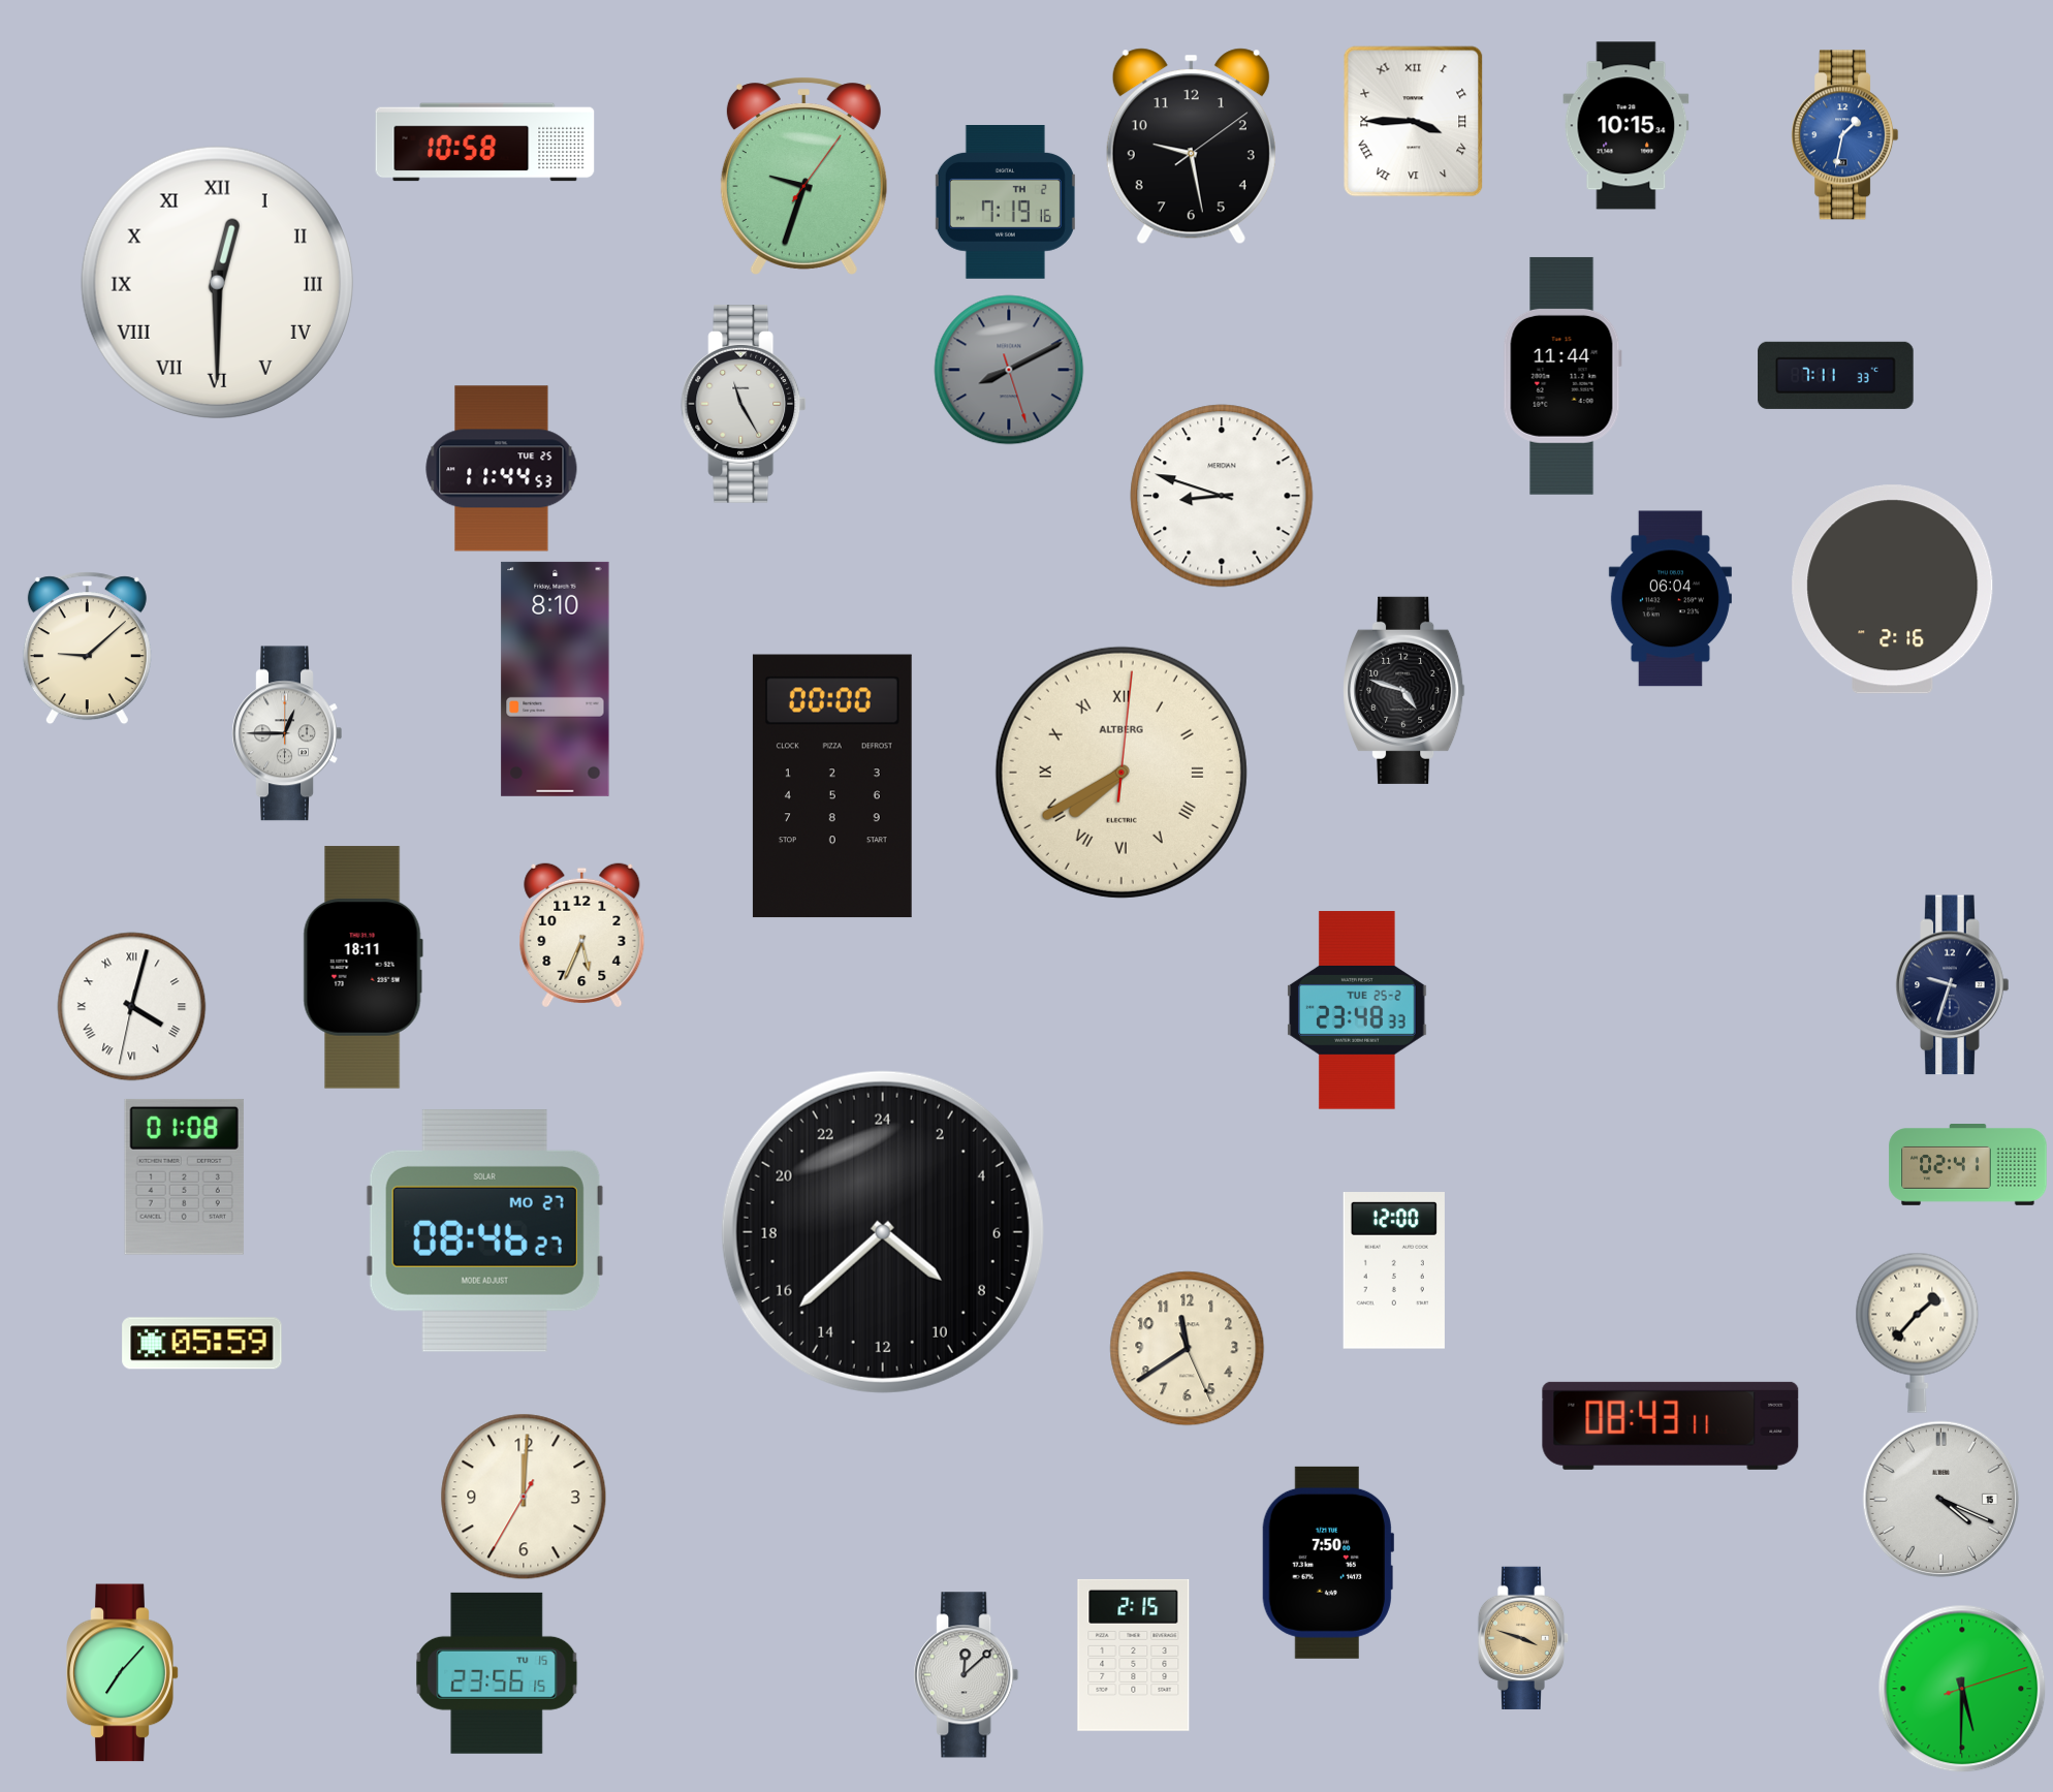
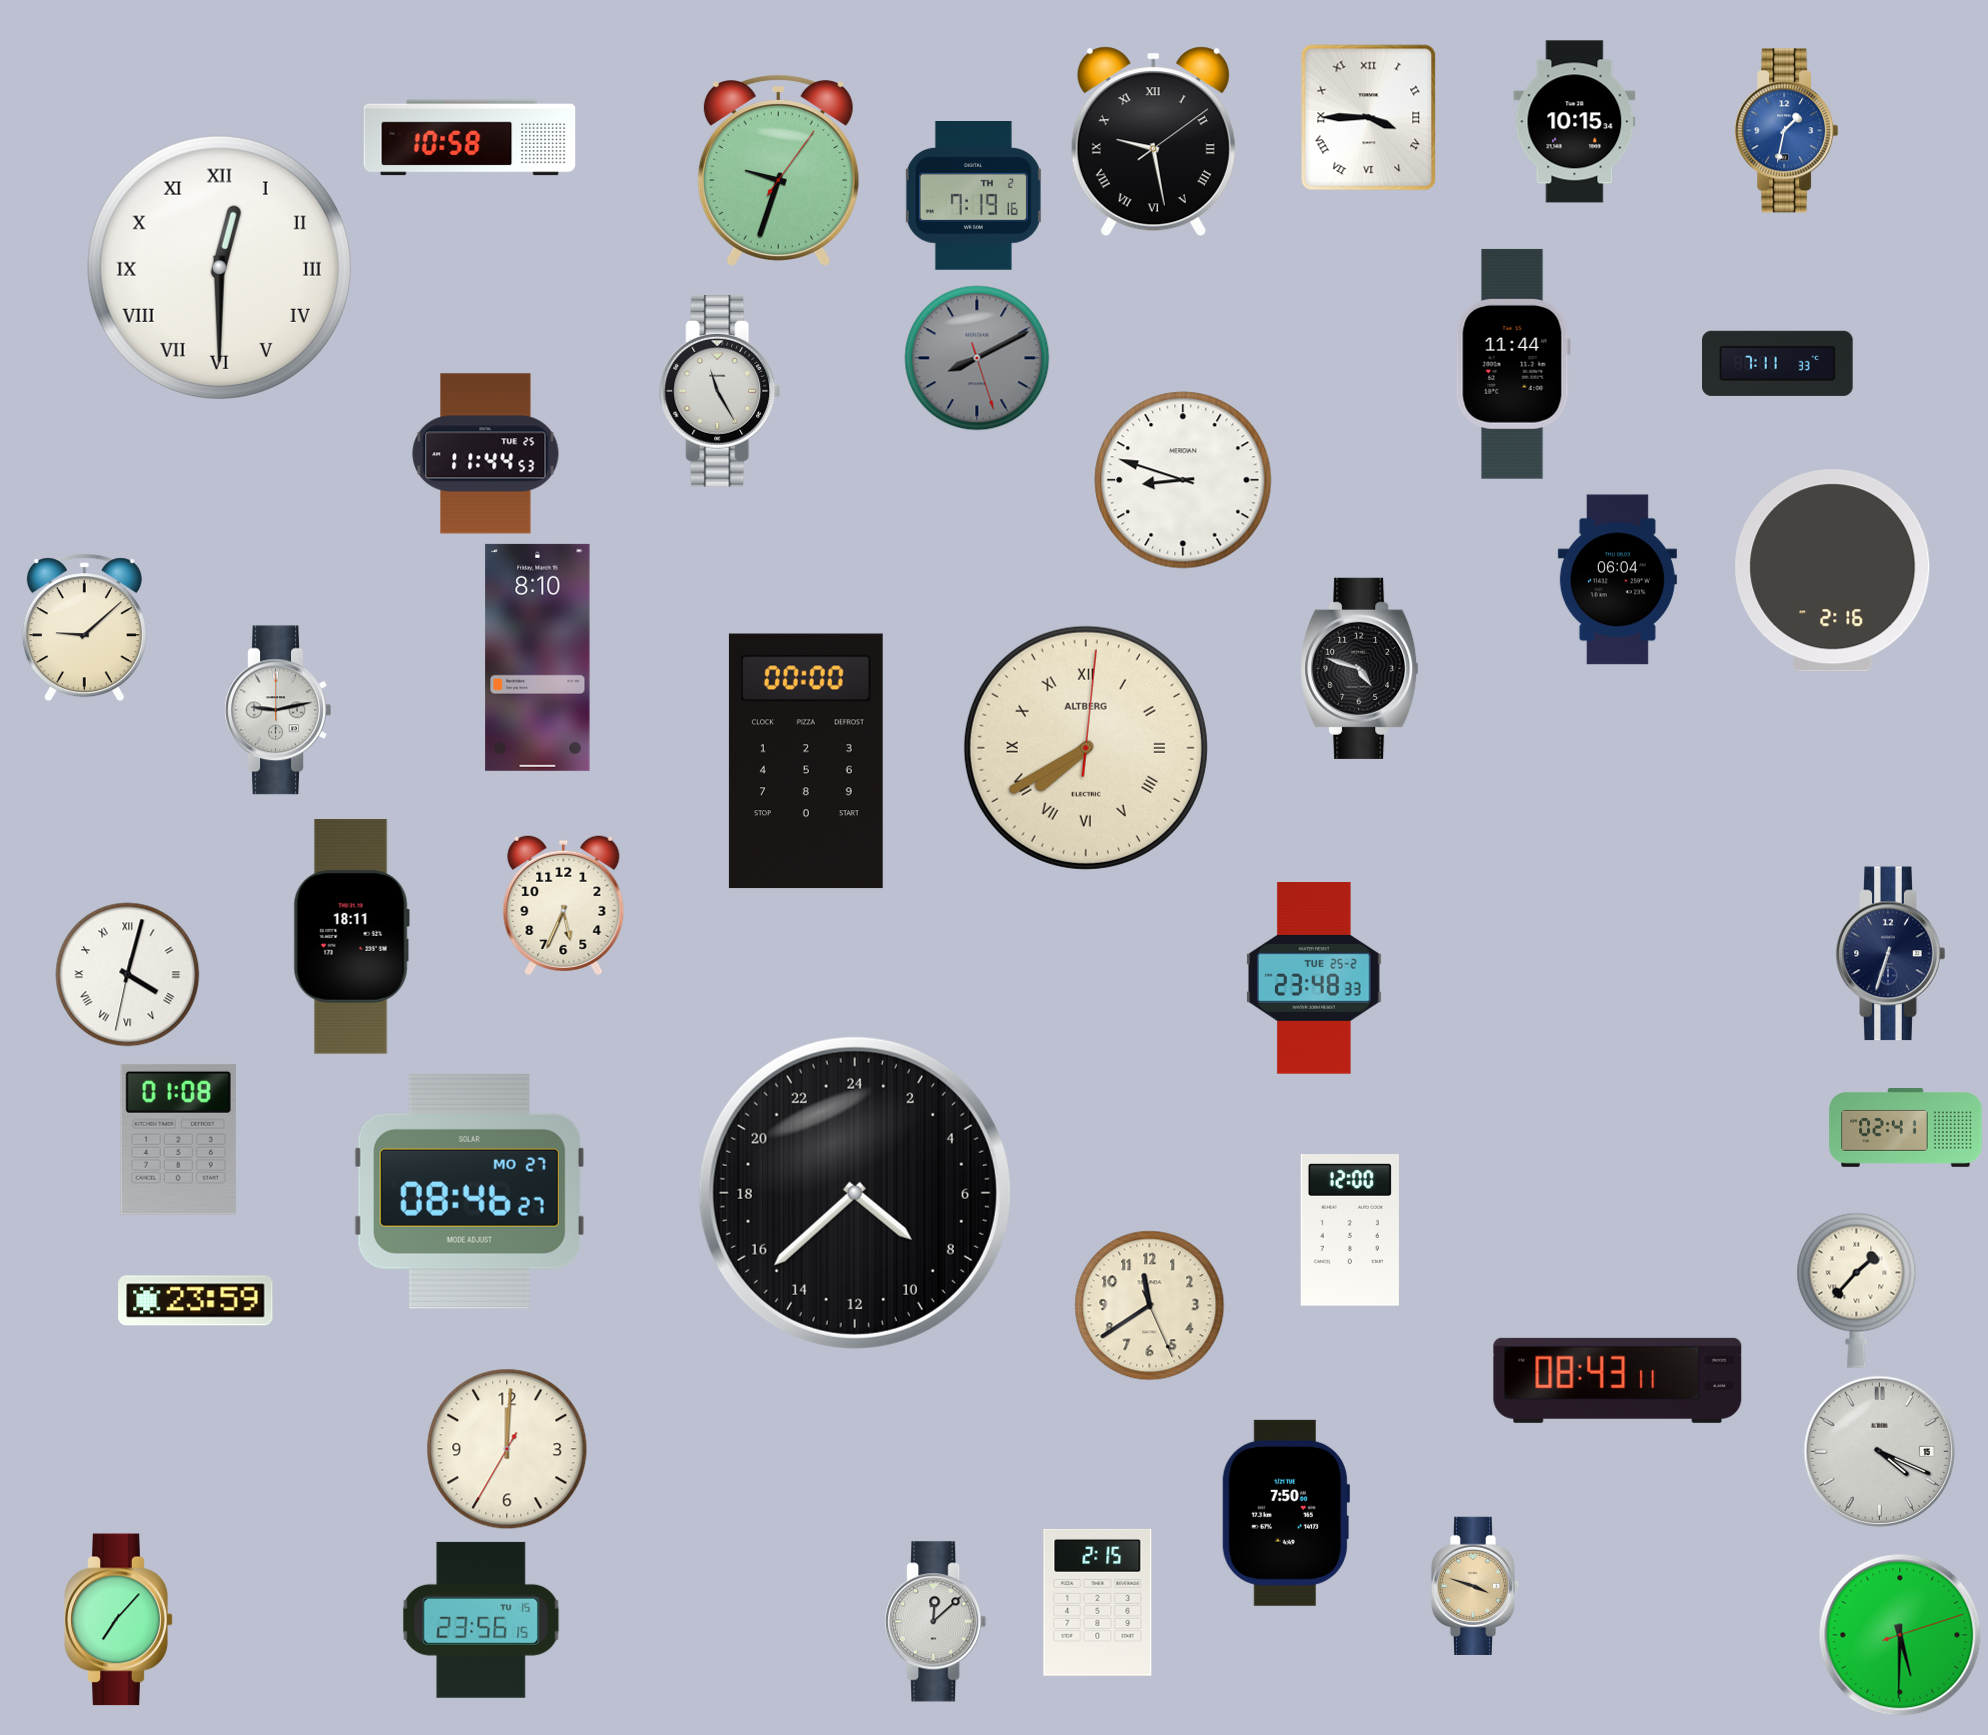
clock at (1191, 147) numerals: Arabic -> Roman
clock at (217, 282) position: (217, 282) -> (219, 267)
clock at (287, 733): 12:45 -> 9:13
clock at (1953, 985): 9:33 -> 6:33
clock at (202, 1344): 05:59 -> 23:59
